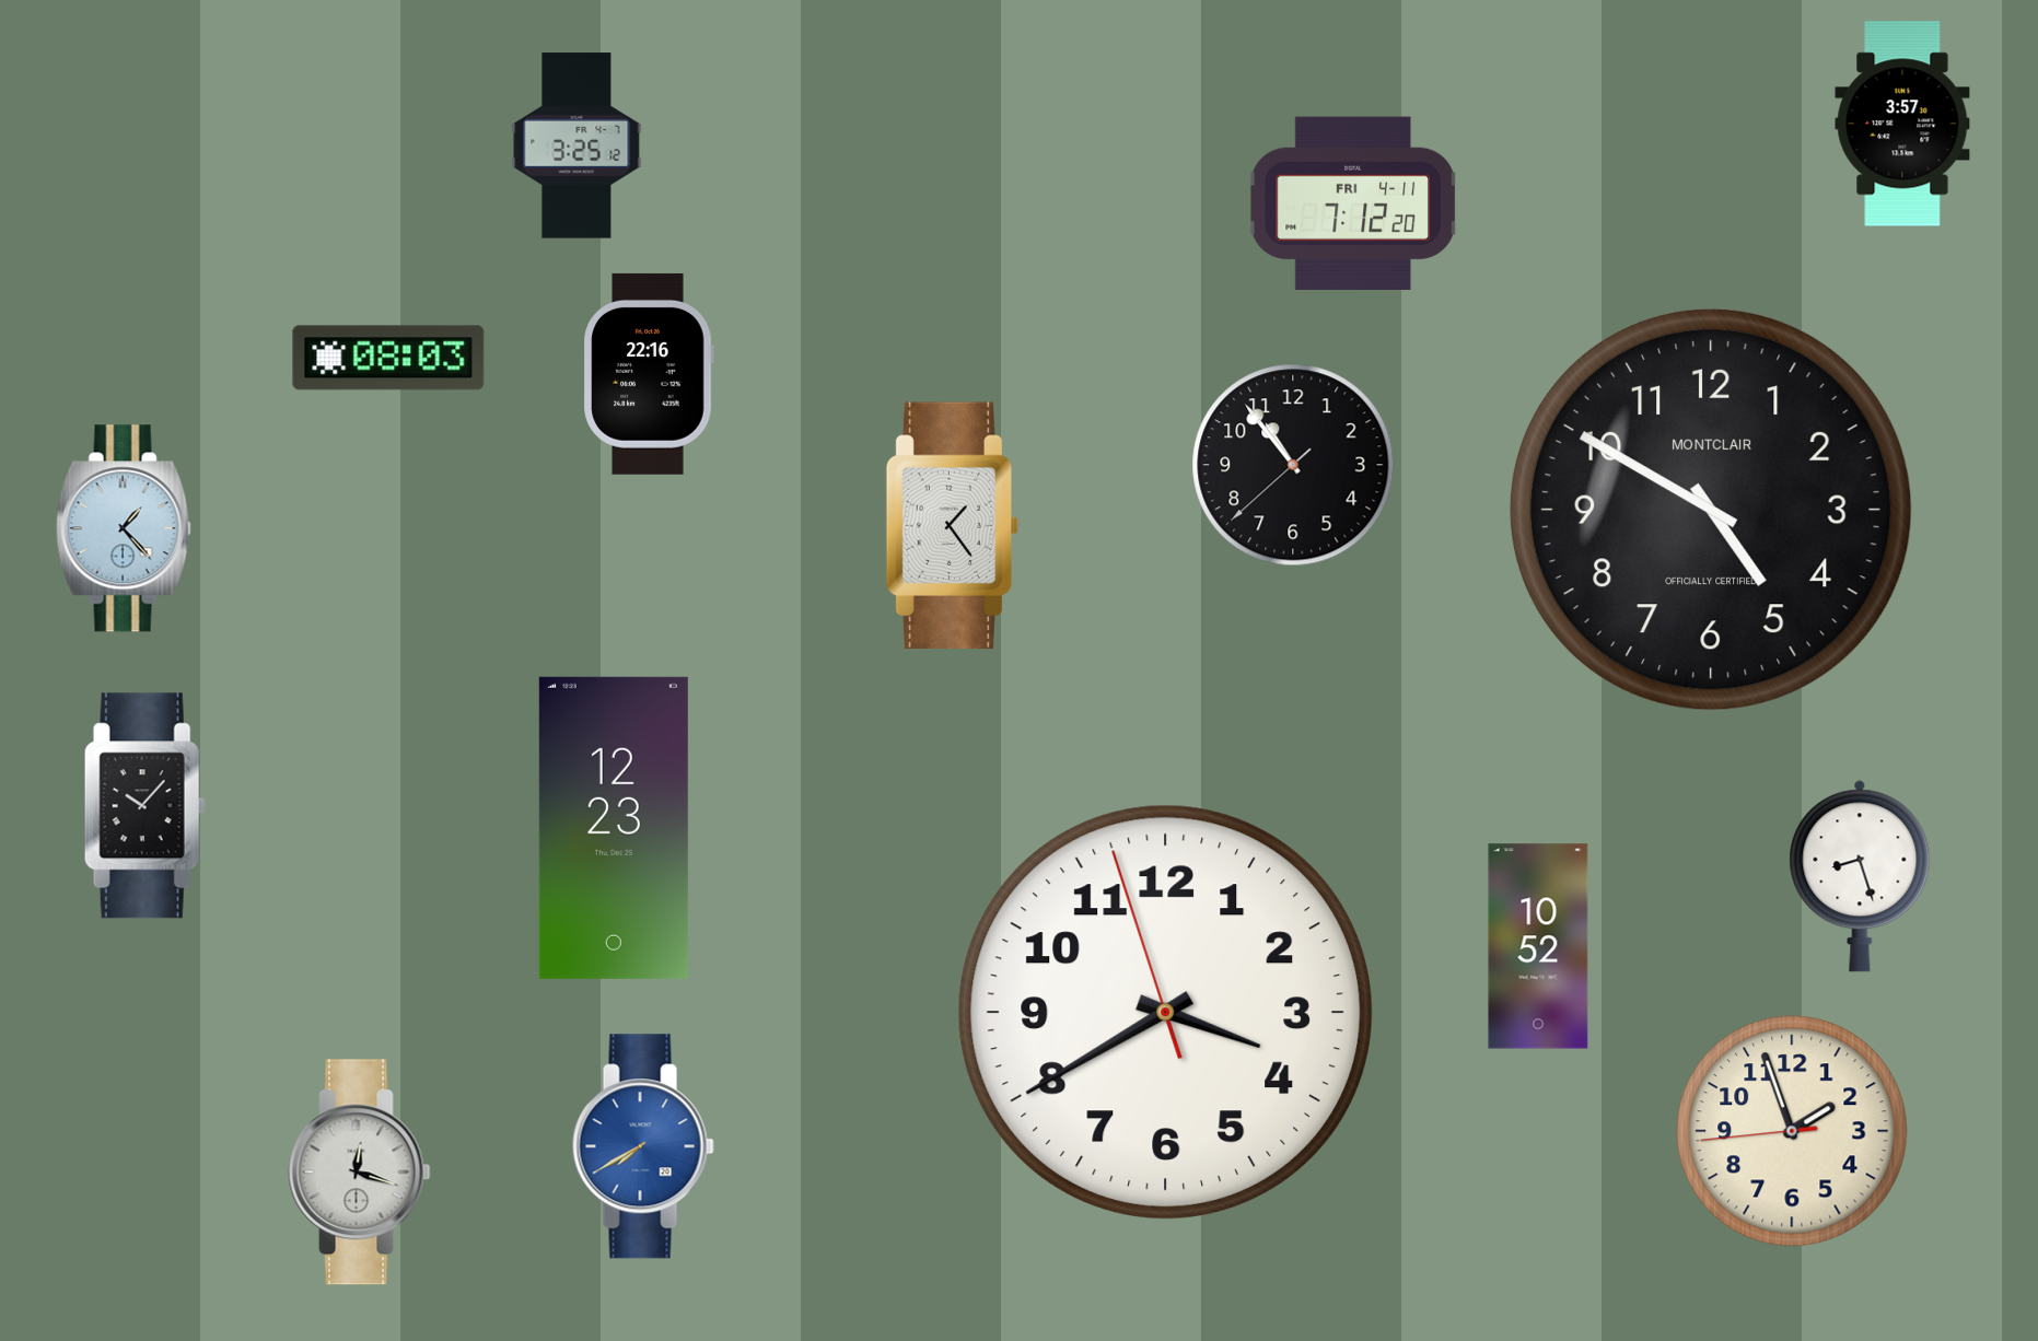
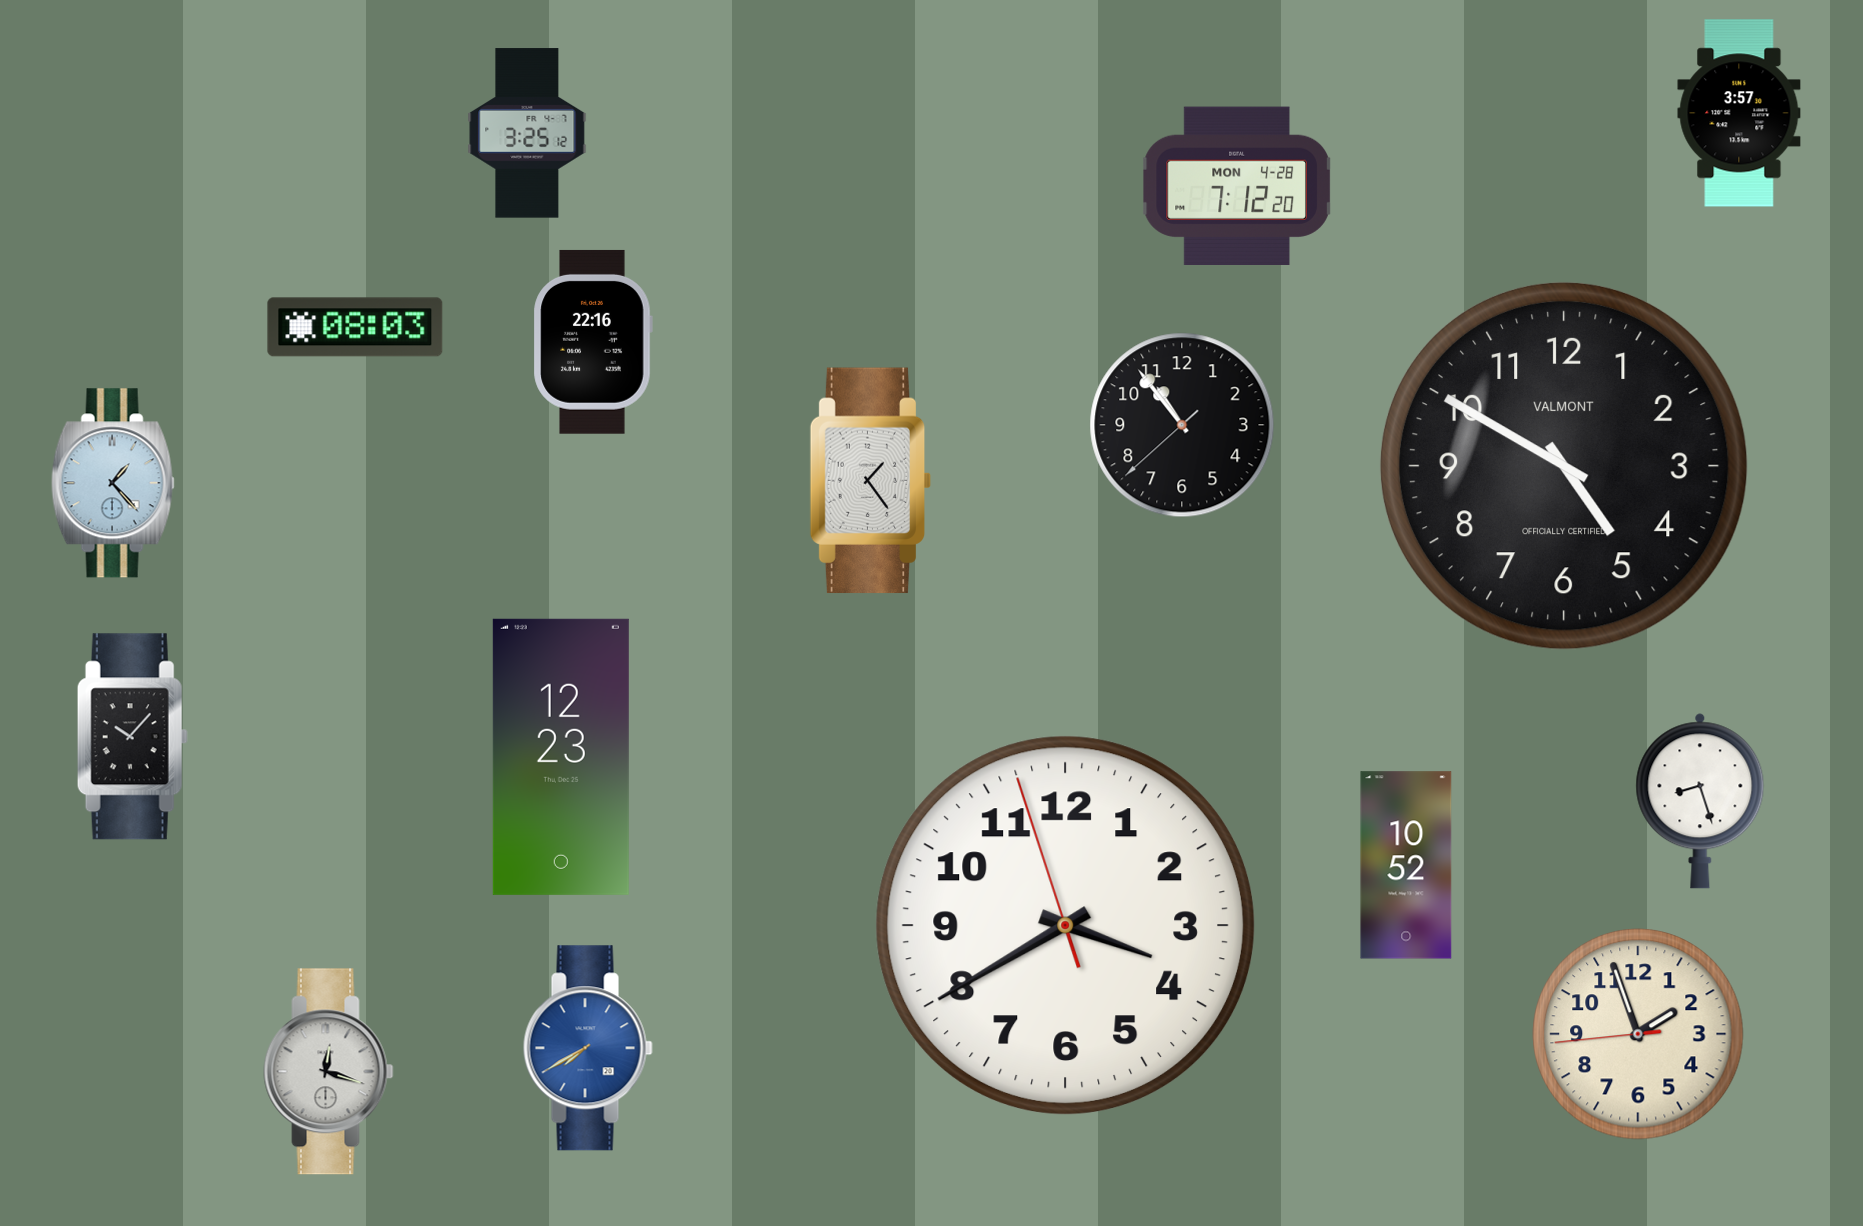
clock at (1353, 202) date: FRI 4-11 -> MON 4-28
clock at (1711, 510) brand: MONTCLAIR -> VALMONT
